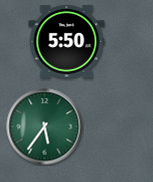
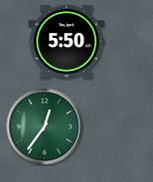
clock at (45, 127): 5:36 -> 12:36
